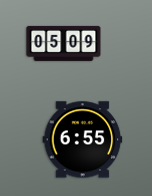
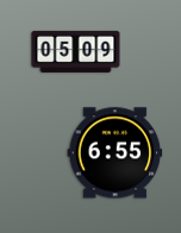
clock at (83, 140) position: (83, 140) -> (116, 153)
